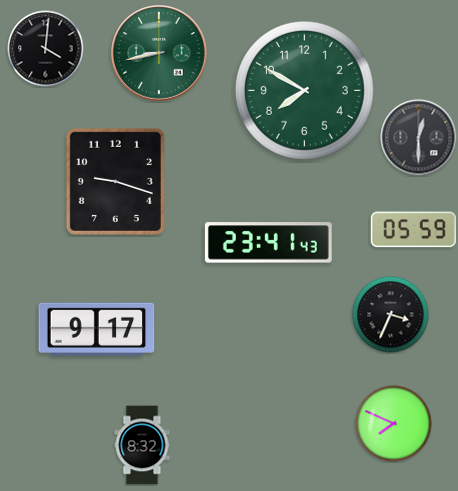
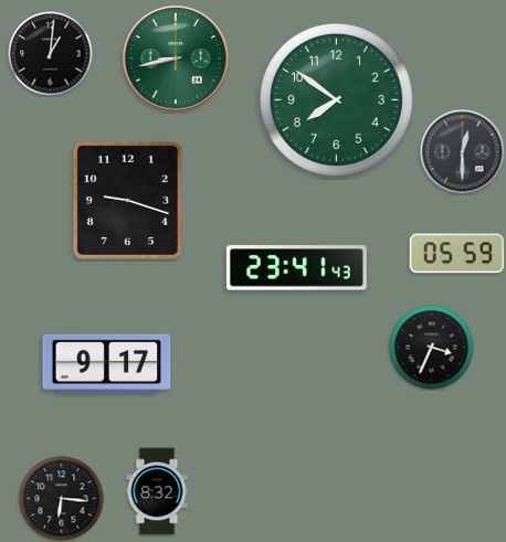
clock at (46, 49): 4:01 -> 1:01
clock at (304, 90): 7:50 -> 7:51
clock at (394, 424): 7:49 -> none
clock at (62, 499): none -> 6:16
